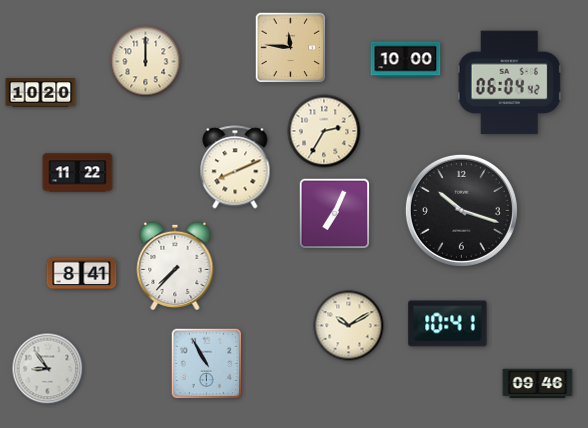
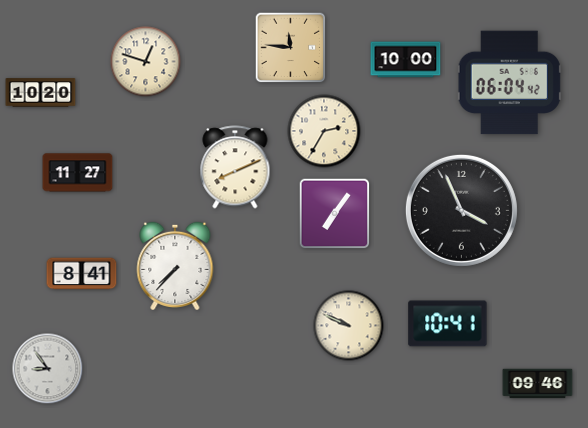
clock at (146, 62): 12:00 -> 12:48
clock at (78, 173): 11:22 -> 11:27
clock at (461, 210): 10:18 -> 3:56
clock at (335, 214): 7:04 -> 7:06
clock at (349, 326): 10:10 -> 9:49
clock at (207, 364): 10:55 -> none
